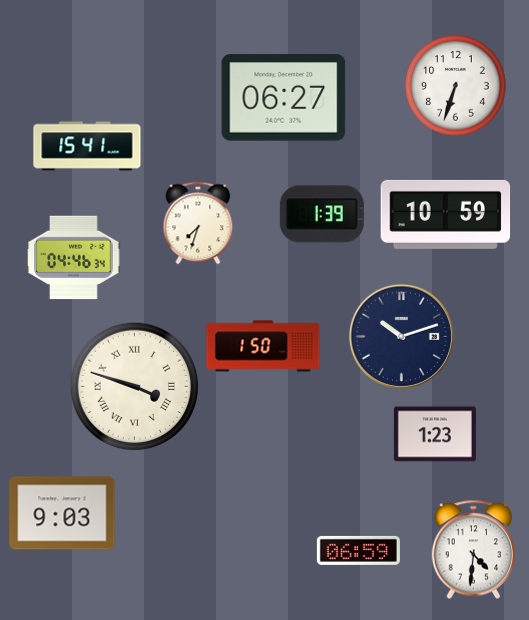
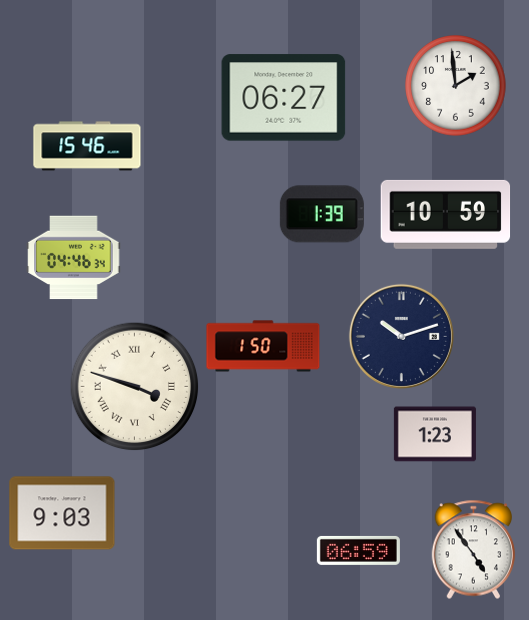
clock at (456, 86): 6:33 -> 1:59
clock at (87, 146): 15:41 -> 15:46
clock at (198, 223): 7:33 -> none
clock at (474, 549): 4:31 -> 4:54
